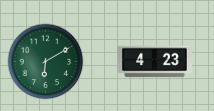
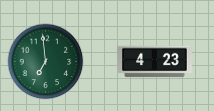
clock at (46, 62): 6:10 -> 6:59
